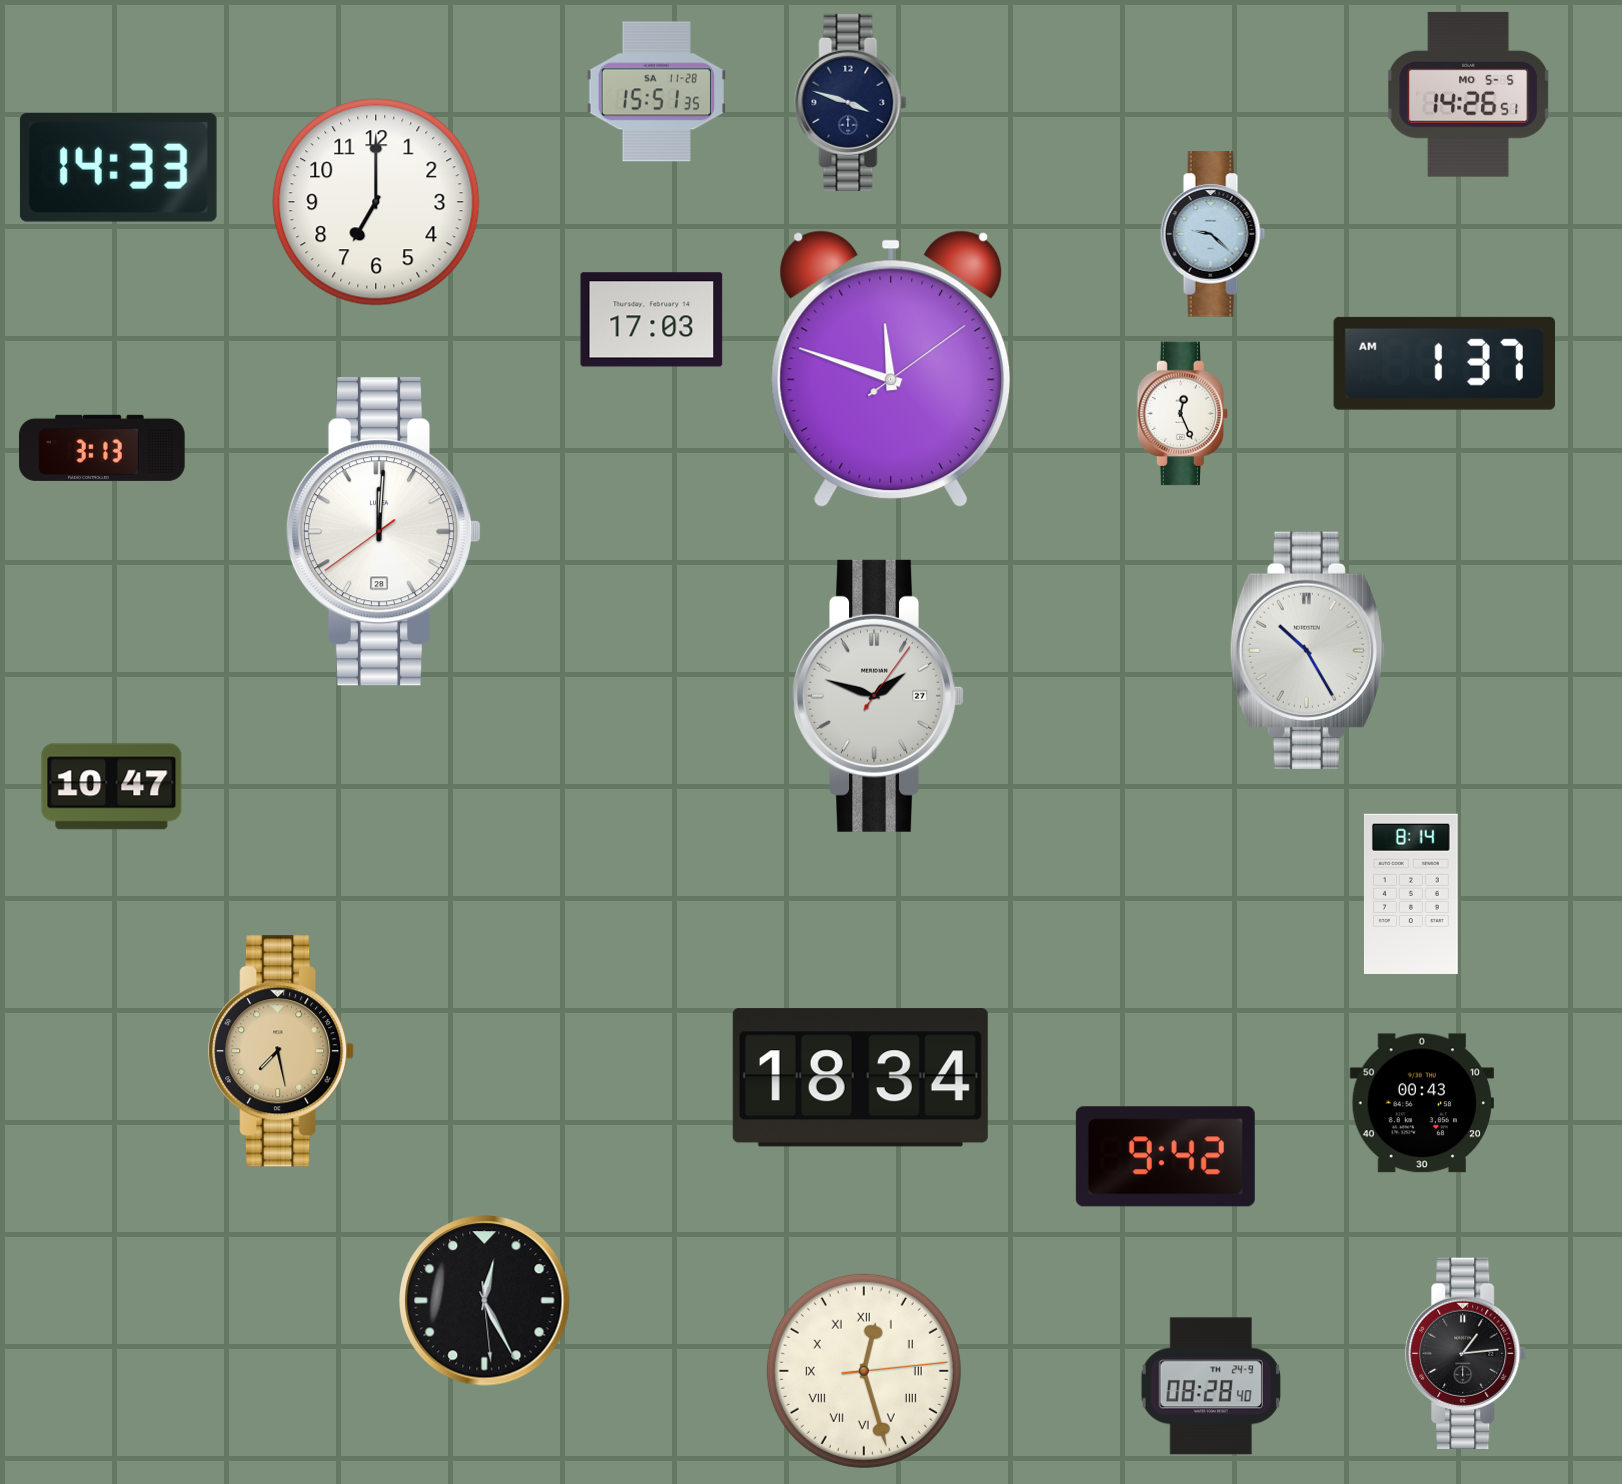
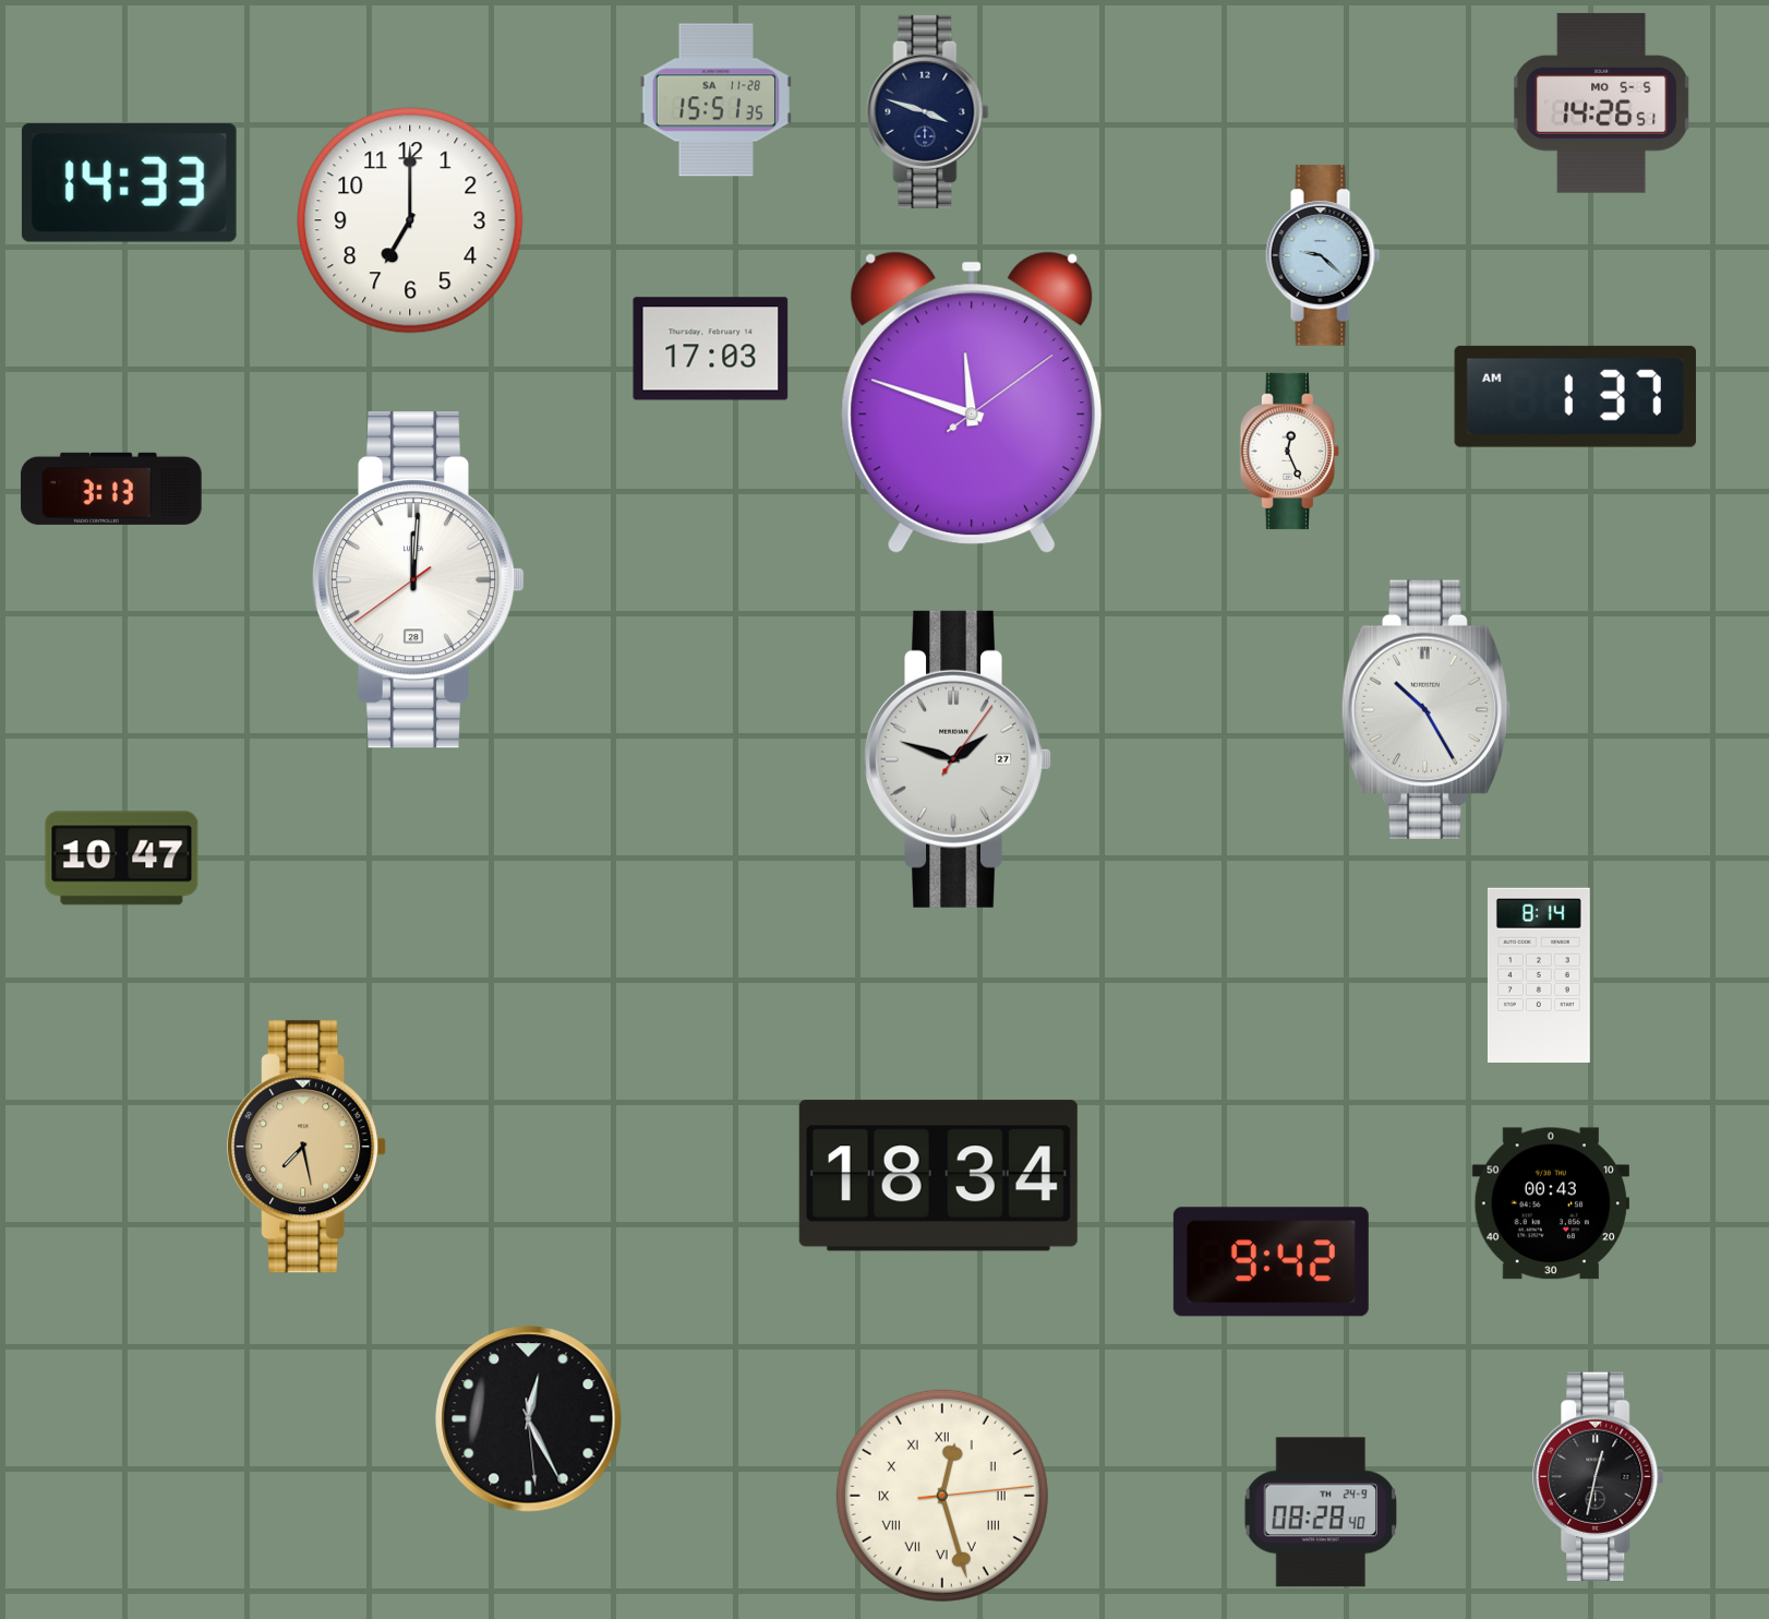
clock at (1466, 1353): 1:14 -> 12:32
